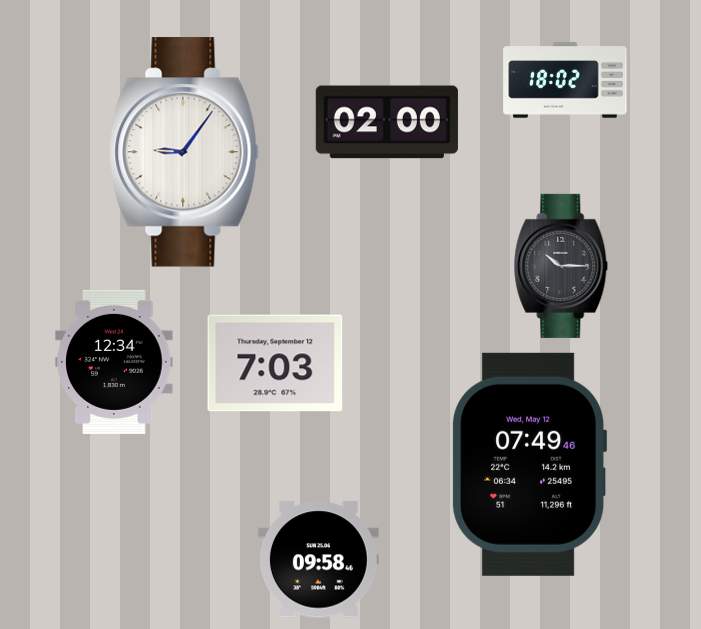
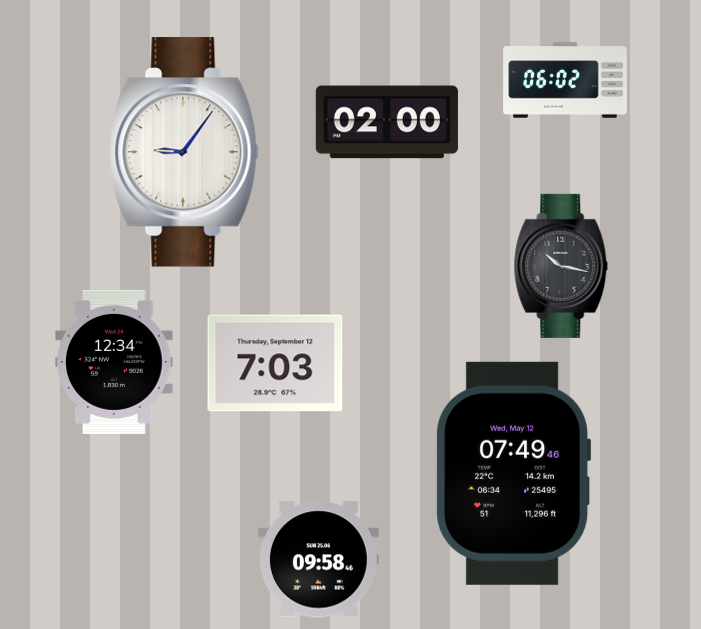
clock at (565, 80): 18:02 -> 06:02
clock at (561, 266): 10:15 -> 10:17
clock at (530, 464) position: (530, 464) -> (514, 473)
